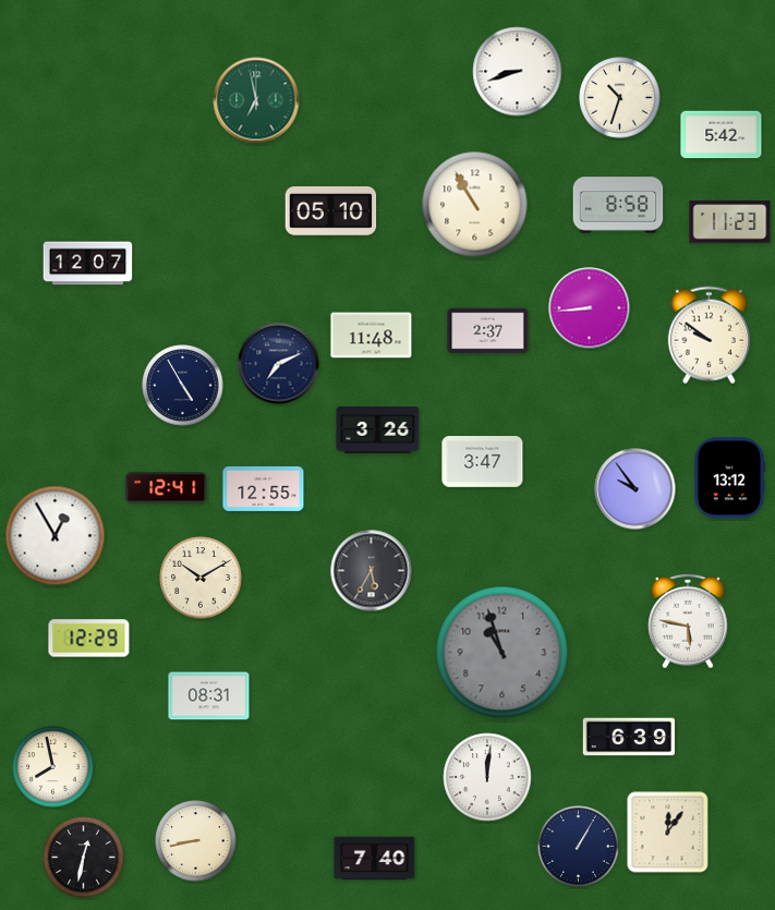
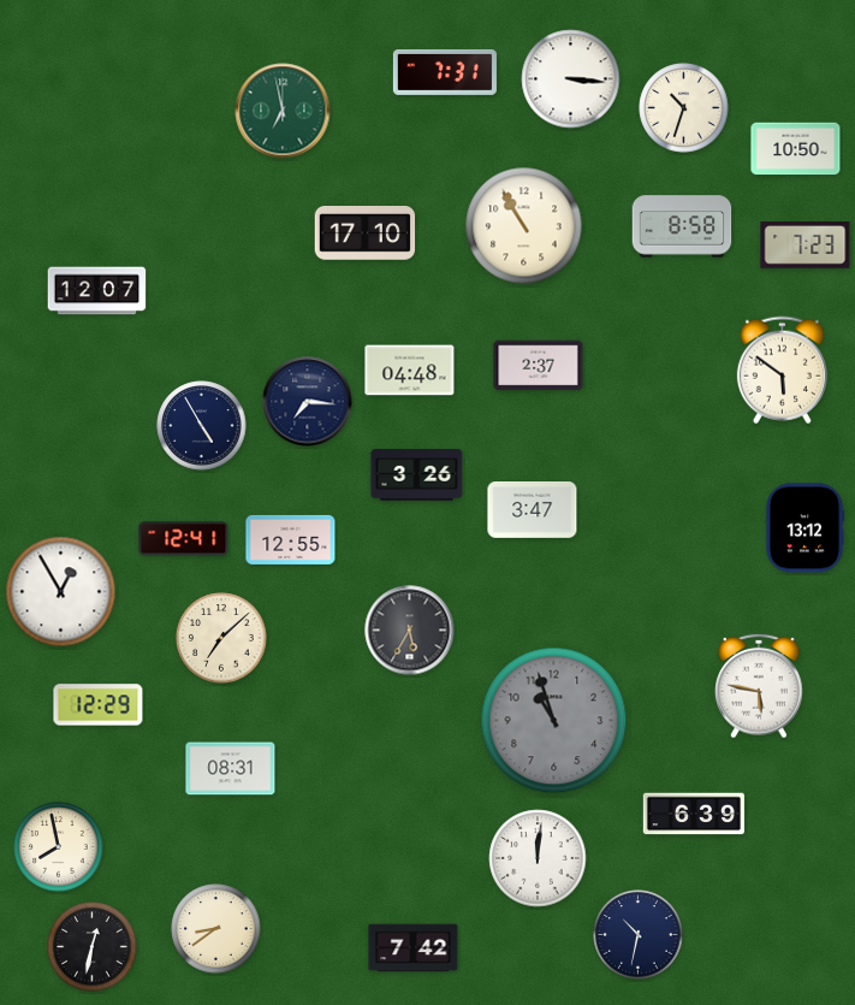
clock at (445, 72): none -> 7:31
clock at (518, 72): 8:42 -> 3:16
clock at (722, 135): 5:42 -> 10:50
clock at (331, 211): 05:10 -> 17:10
clock at (730, 222): 11:23 -> 7:23
clock at (590, 308): 8:44 -> none
clock at (372, 336): 11:48 -> 04:48
clock at (709, 336): 9:51 -> 5:51
clock at (279, 364): 7:11 -> 7:16
clock at (635, 489): 9:54 -> none
clock at (201, 578): 10:10 -> 7:08
clock at (668, 833): 12:06 -> none
clock at (196, 841): 8:43 -> 8:39
clock at (579, 847): 1:05 -> 10:32
clock at (375, 859): 7:40 -> 7:42
